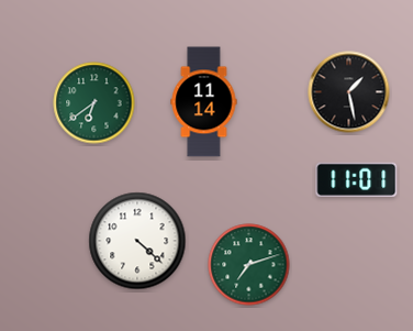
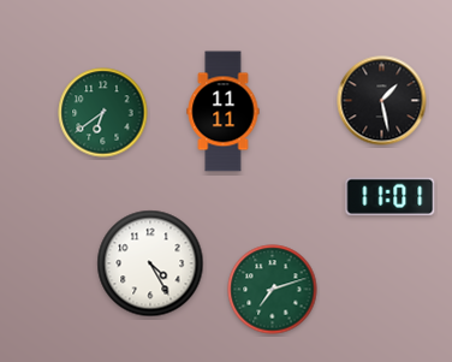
clock at (204, 102): 11:14 -> 11:11
clock at (137, 241): 4:22 -> 4:25
